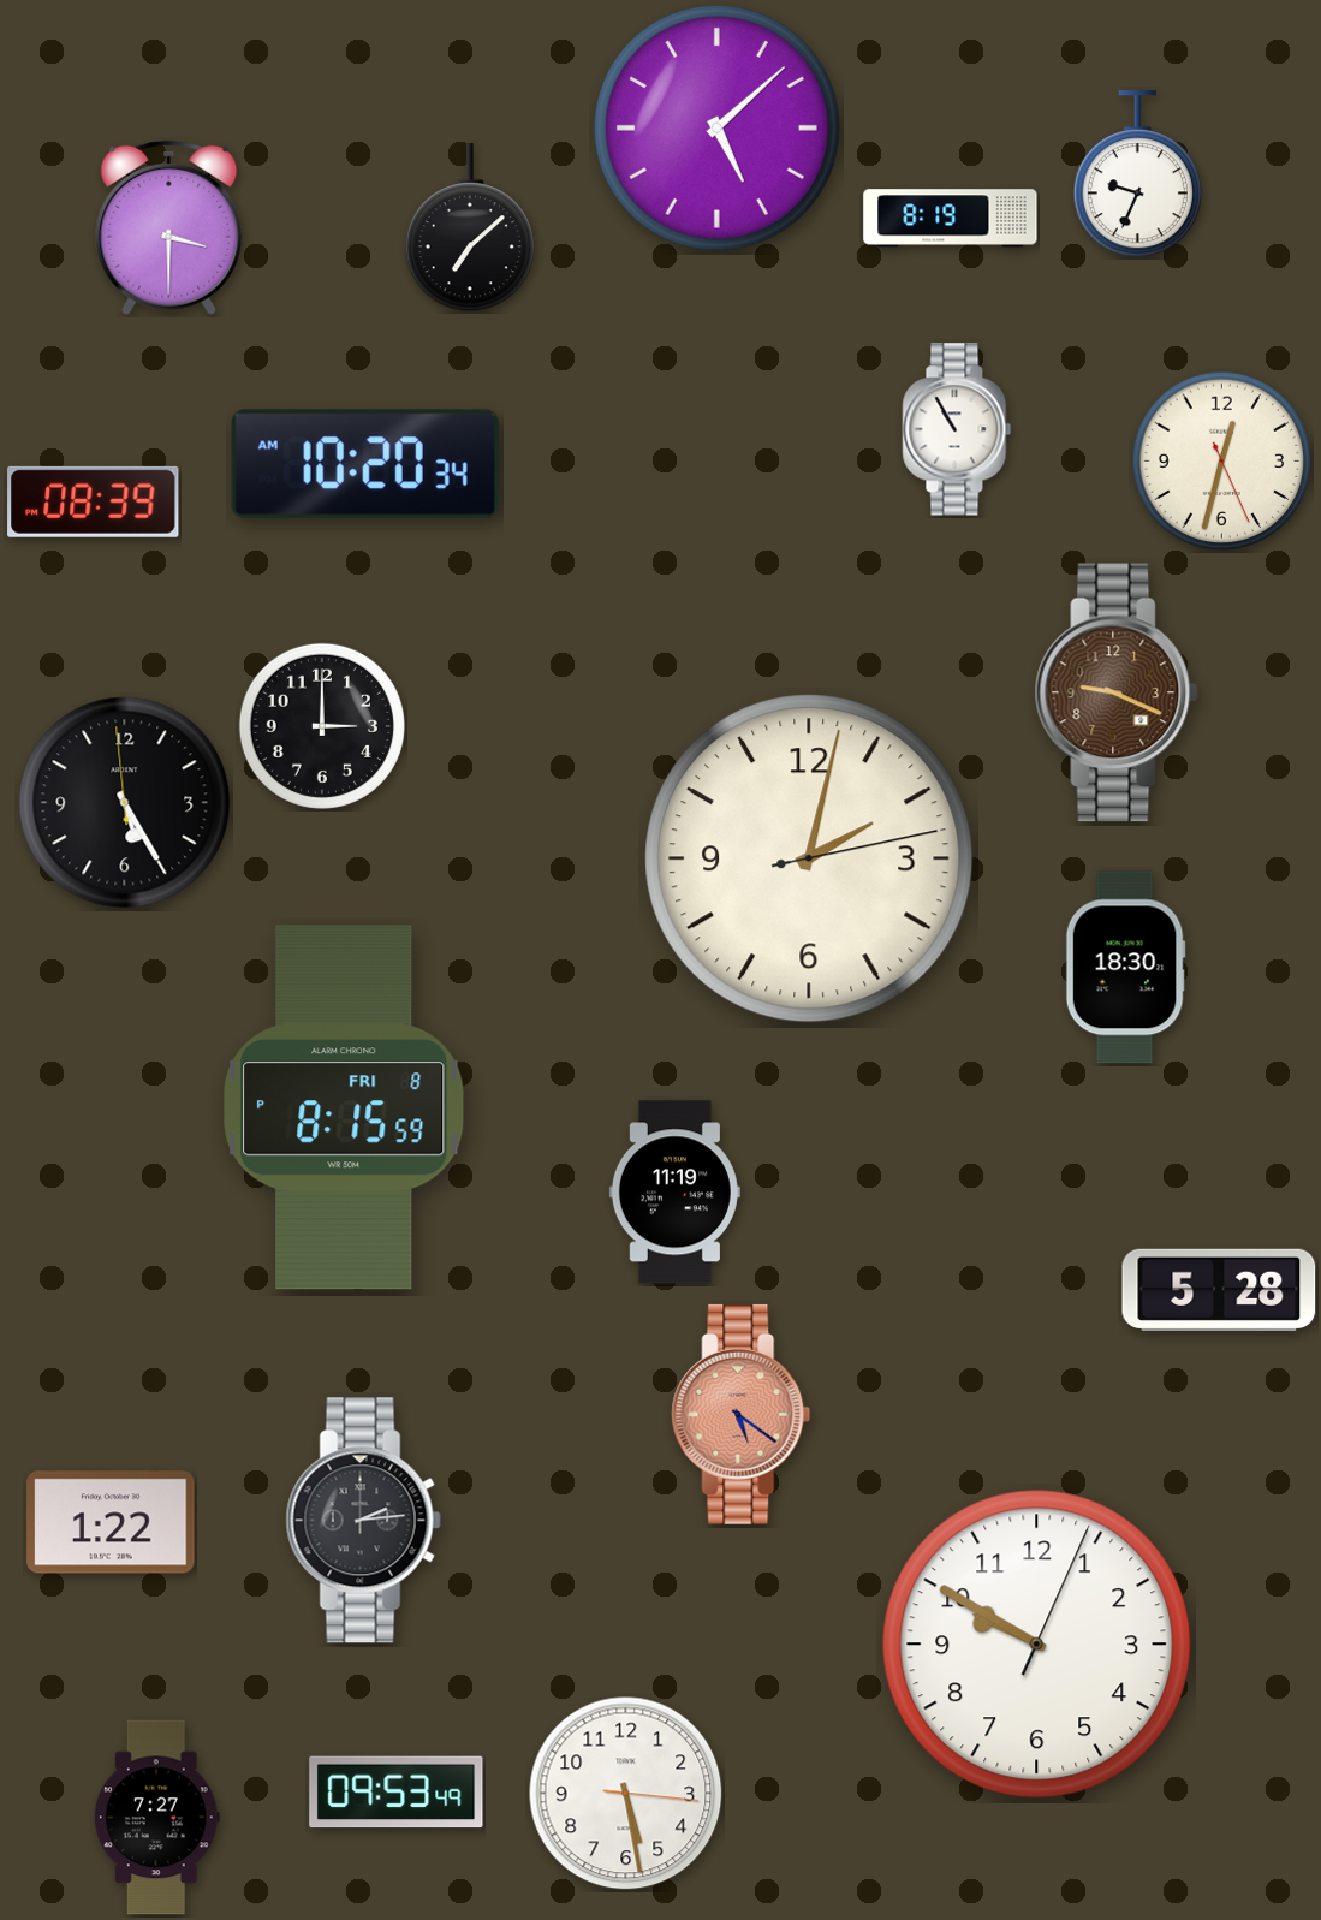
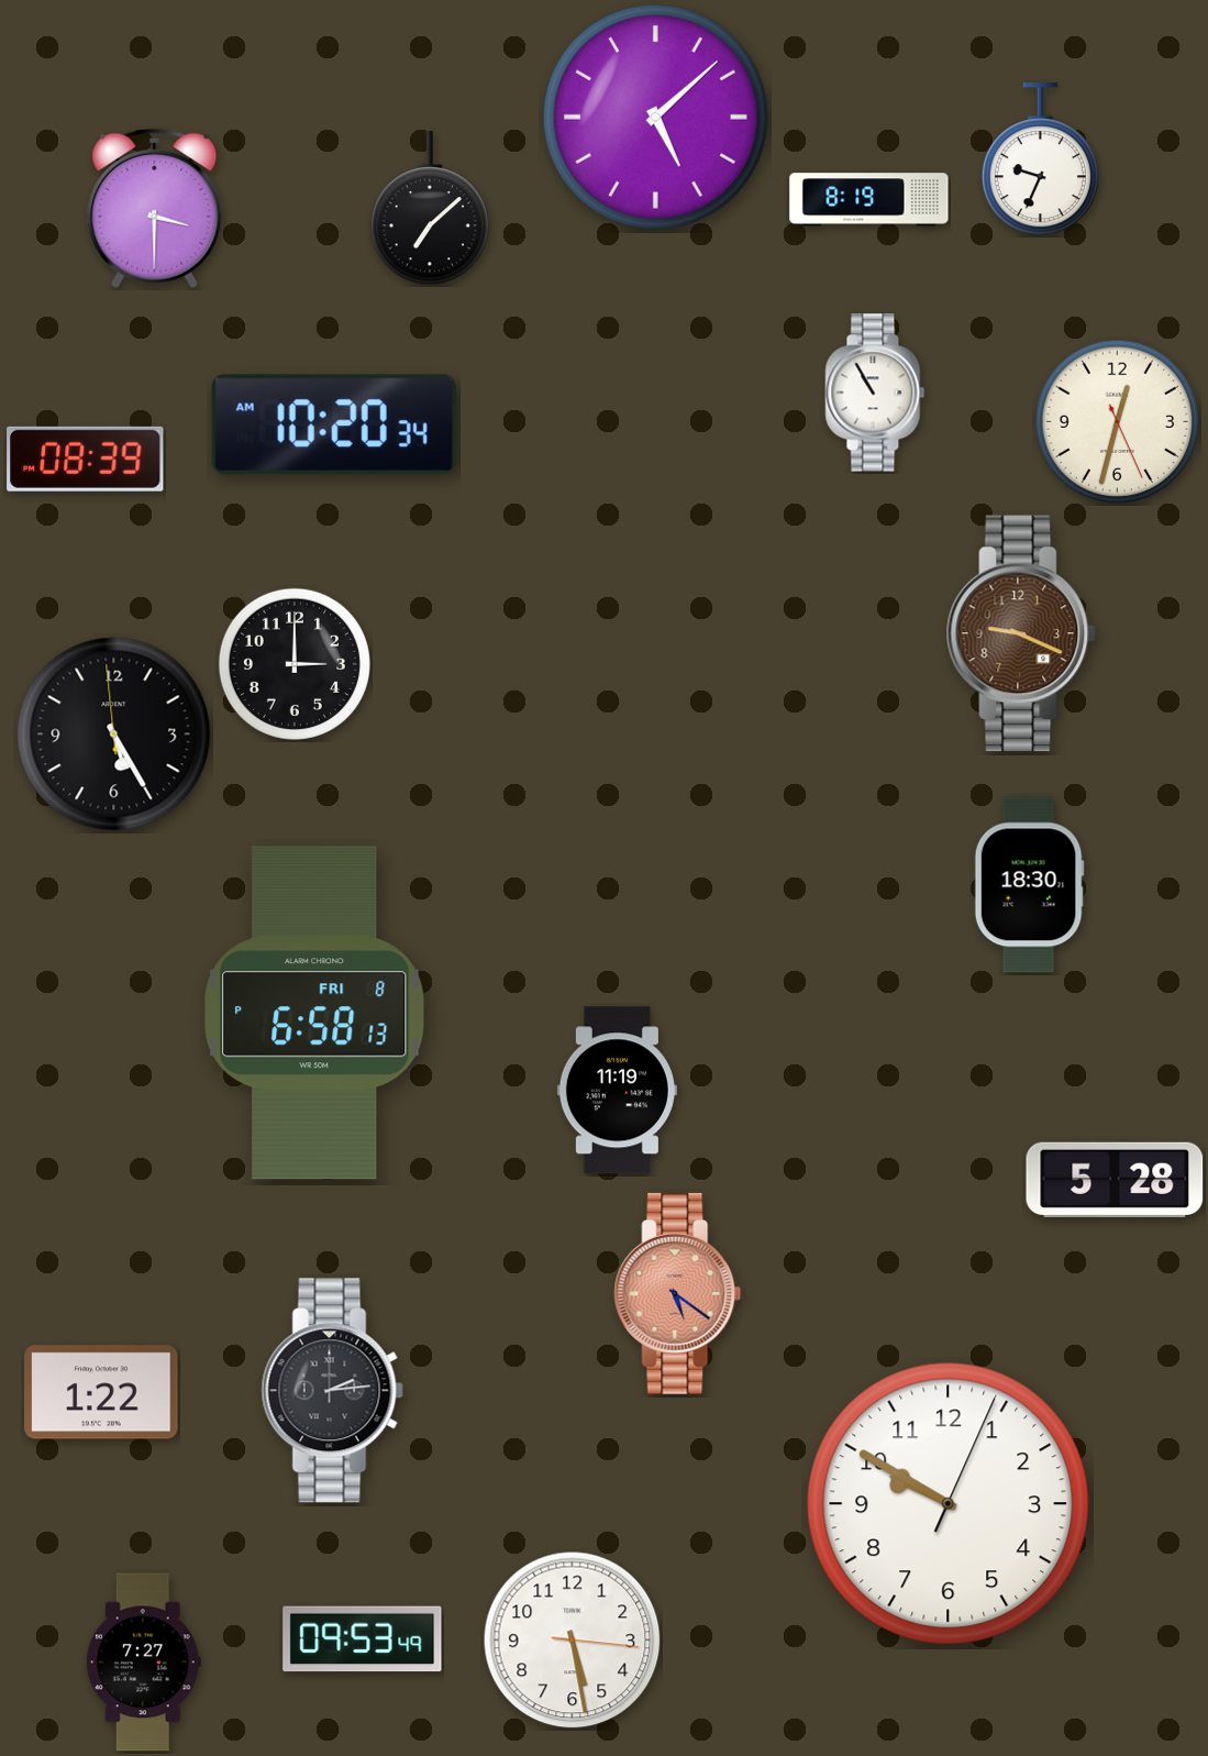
clock at (809, 858): 2:02 -> none
clock at (344, 1107): 8:15 -> 6:58
